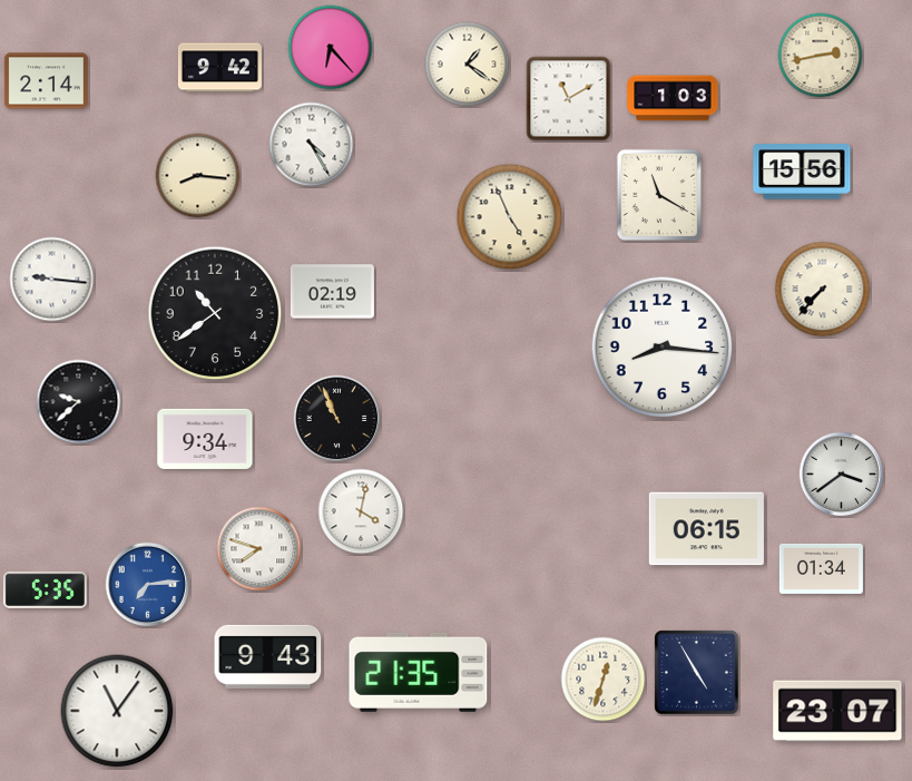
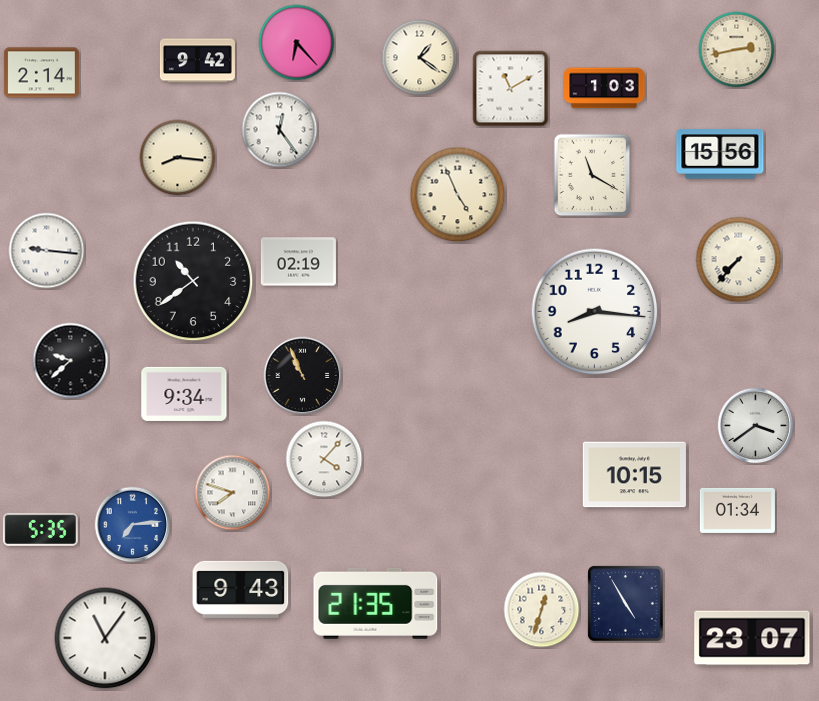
clock at (312, 145): 4:25 -> 12:24
clock at (361, 511): 4:02 -> 4:07
clock at (706, 529): 06:15 -> 10:15
